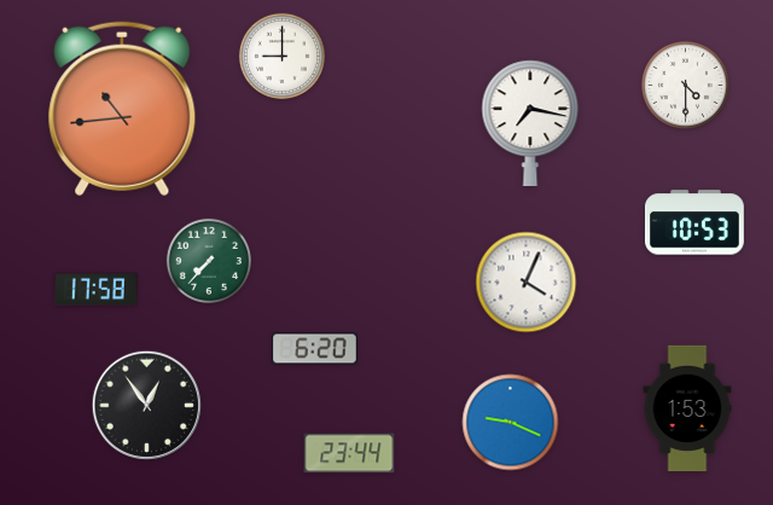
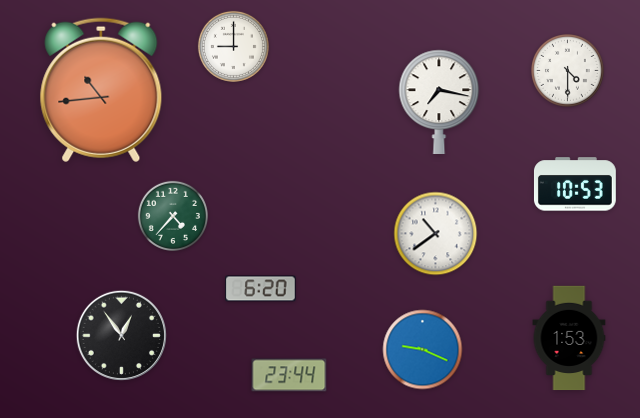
clock at (209, 261): 7:37 -> 4:37
clock at (527, 283): 4:04 -> 10:39
clock at (95, 290): 17:58 -> none
